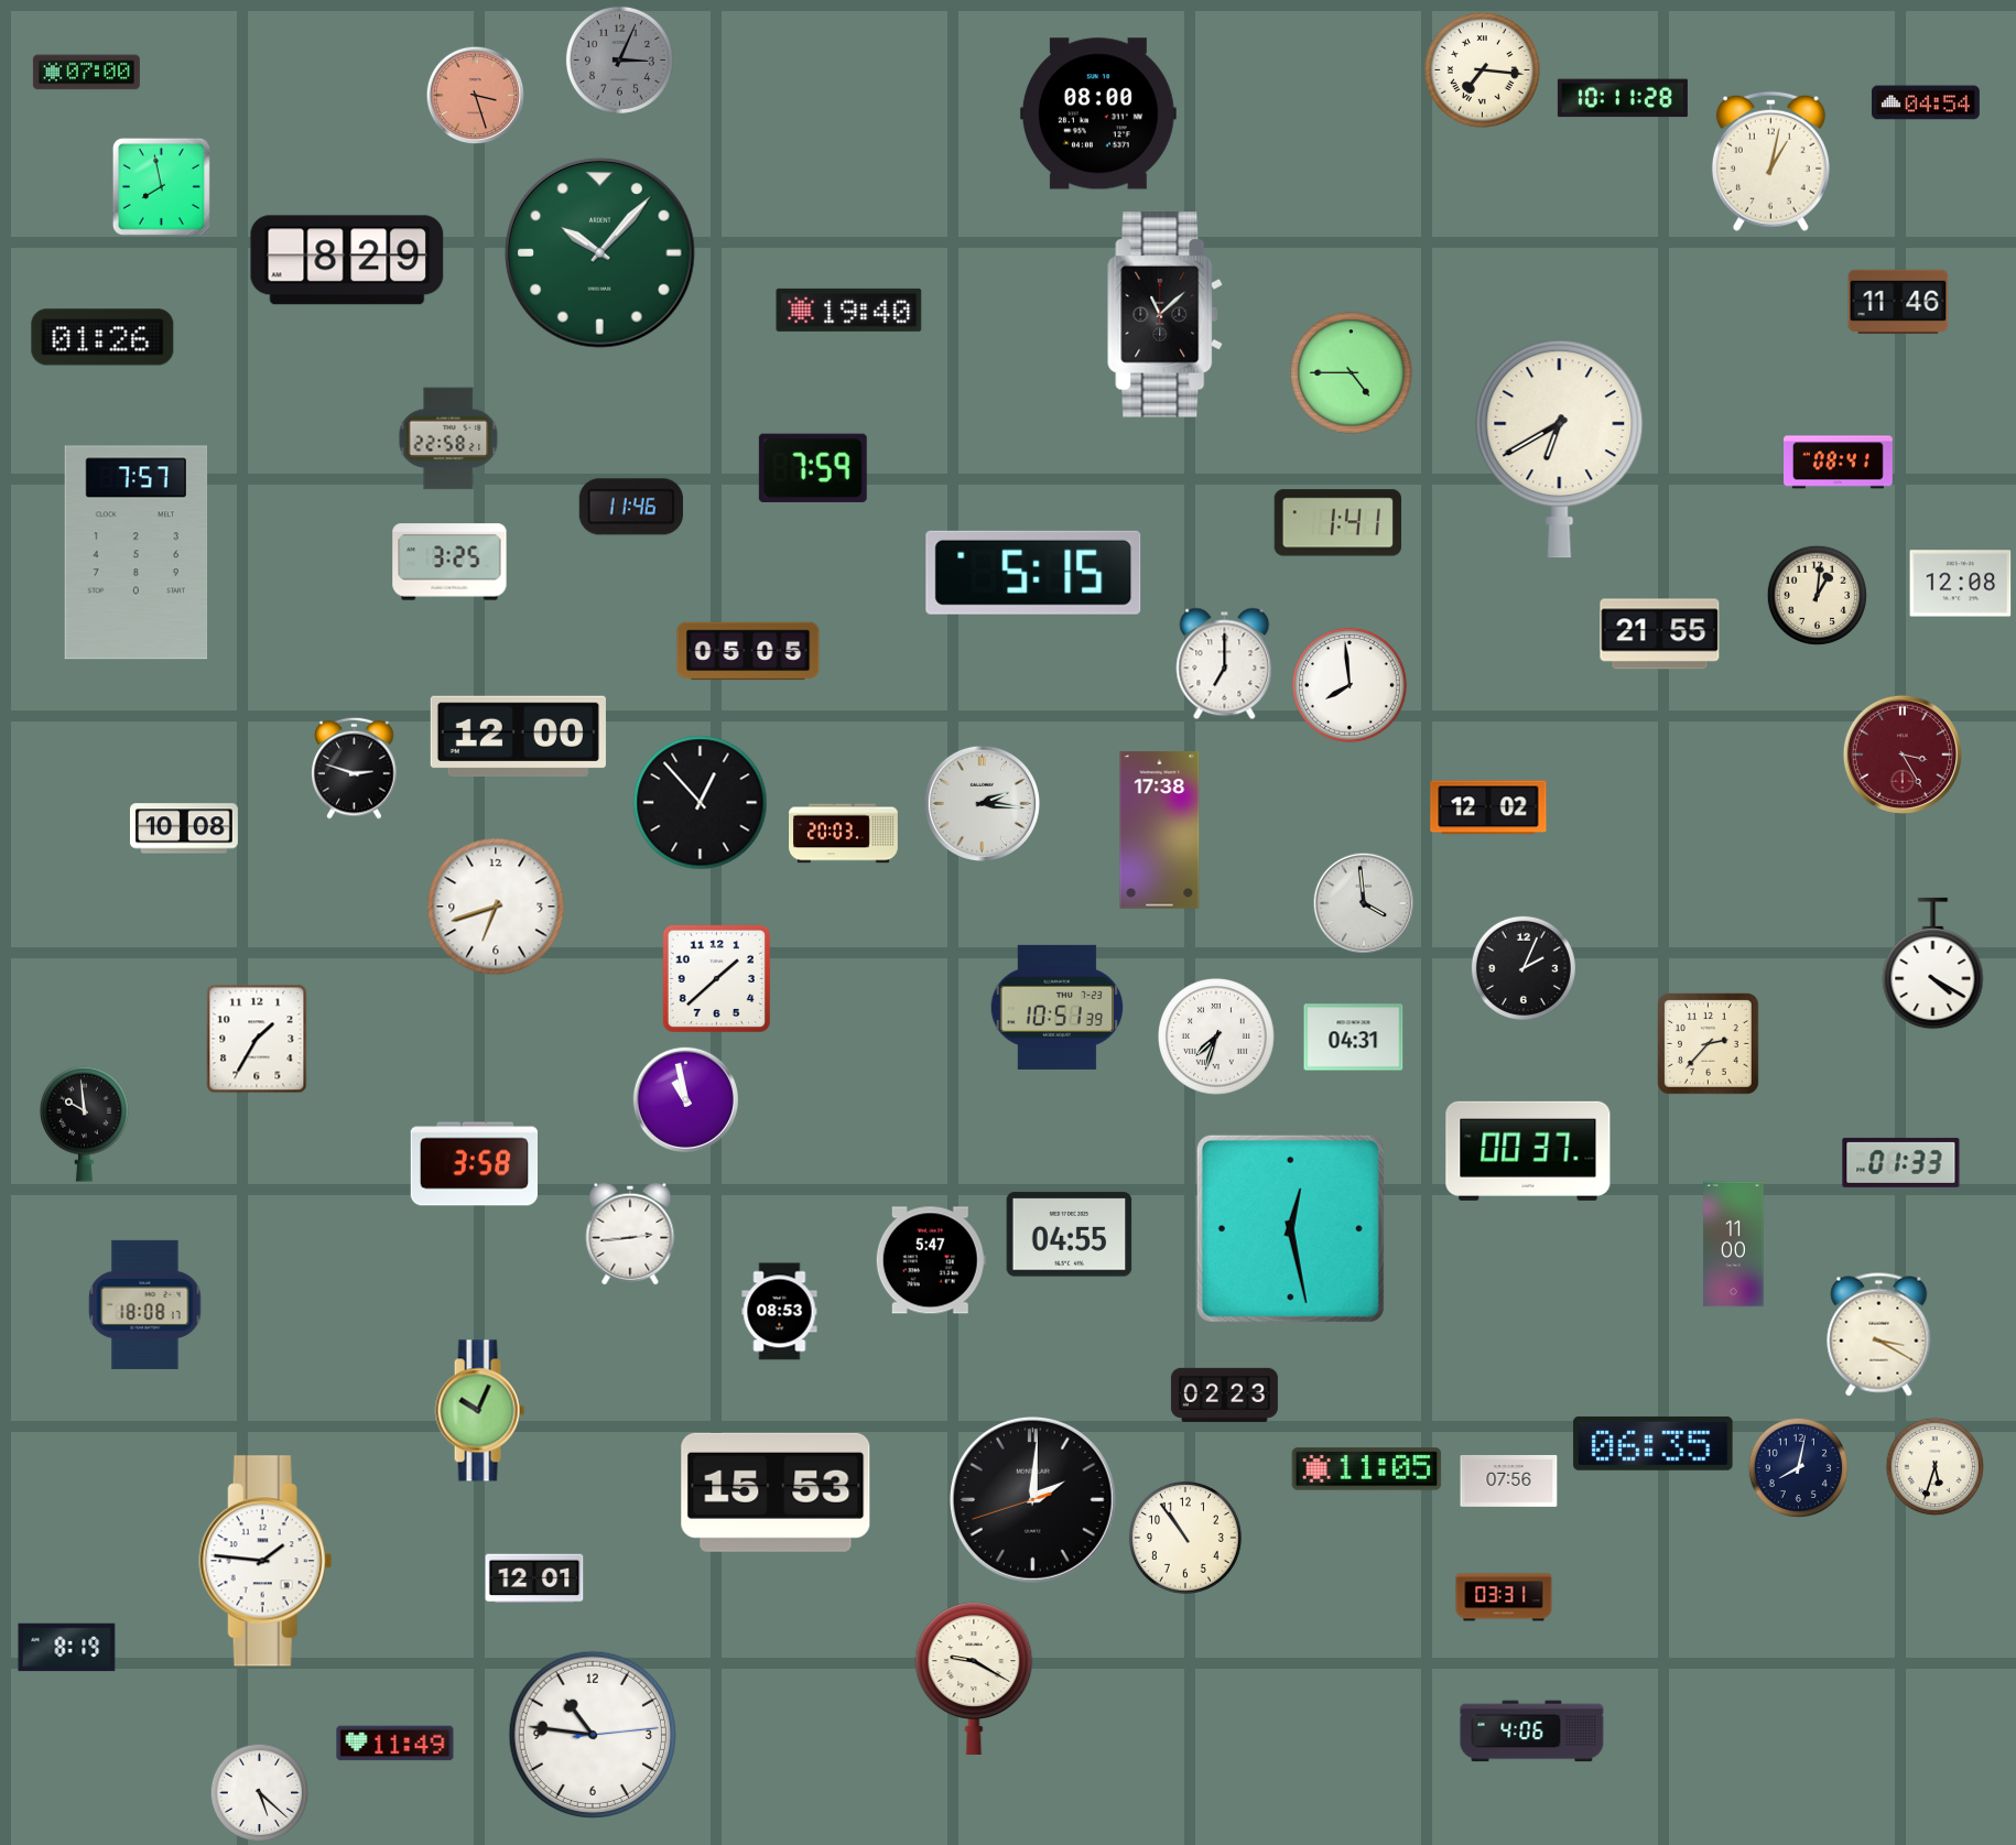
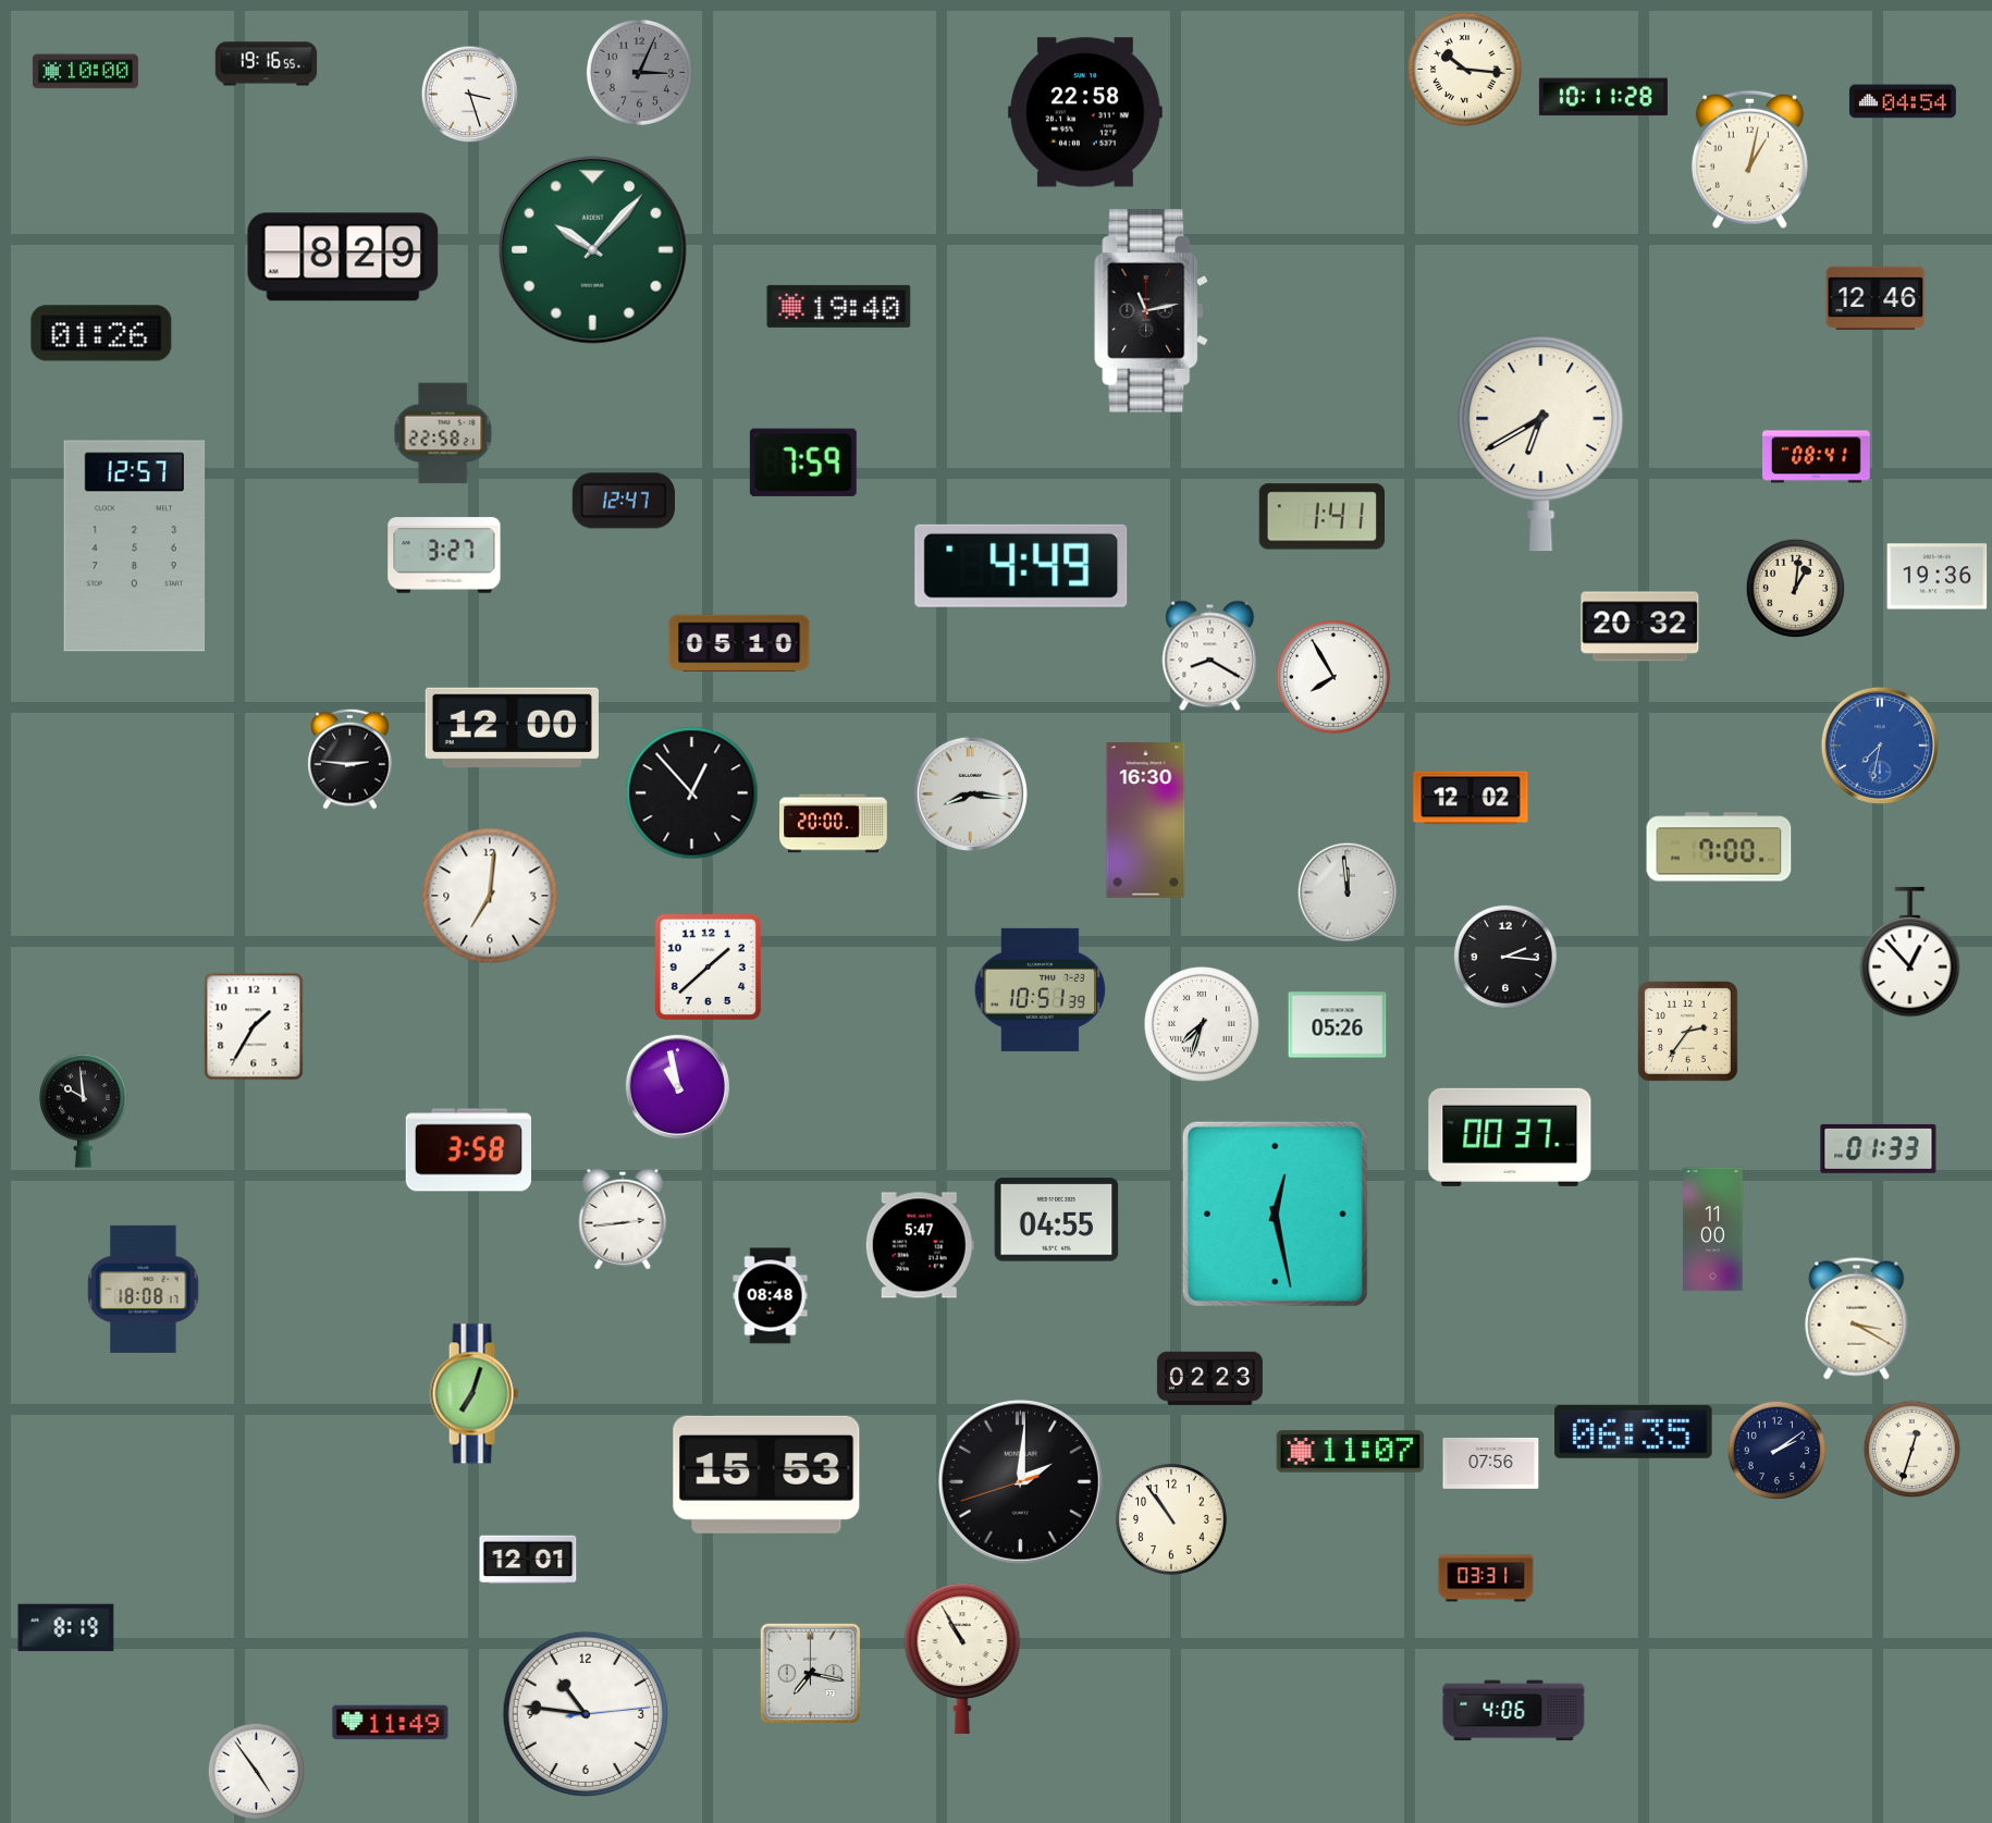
clock at (619, 59) position: (619, 59) -> (639, 72)
clock at (267, 64): none -> 19:16
clock at (1483, 70): 7:16 -> 10:16
clock at (86, 73): 07:00 -> 10:00
clock at (476, 96) dial: salmon -> white
clock at (1098, 113): 08:00 -> 22:58
clock at (161, 186): 7:58 -> none
clock at (1898, 302): 11:46 -> 12:46
clock at (1166, 315): 11:08 -> 11:13
clock at (1352, 373): 4:45 -> none
clock at (631, 507): 11:46 -> 12:47
clock at (137, 553): 7:57 -> 12:57
clock at (449, 562): 3:25 -> 3:27
clock at (1033, 573): 5:15 -> 4:49
clock at (1961, 584): 12:08 -> 19:36
clock at (1660, 634): 21:55 -> 20:32
clock at (748, 651): 05:05 -> 05:10
clock at (1225, 664): 7:00 -> 8:20
clock at (1351, 686): 7:59 -> 7:55
clock at (1903, 755): 3:25 -> 7:32
clock at (1903, 755) dial: burgundy -> blue
clock at (355, 768): 2:48 -> 2:46
clock at (982, 803): 2:16 -> 8:16
clock at (184, 828): 10:08 -> none
clock at (1160, 831): 17:38 -> 16:30
clock at (844, 834): 20:03 -> 20:00
clock at (1719, 847): none -> 7:00
clock at (1364, 903): 3:59 -> 11:59
clock at (496, 907): 6:42 -> 7:01
clock at (1933, 964): 4:20 -> 12:53
clock at (1524, 968): 2:04 -> 2:16
clock at (1058, 1007) position: (1058, 1007) -> (1041, 989)
clock at (1354, 1038): 04:31 -> 05:26
clock at (1709, 1044): 2:37 -> 2:36
clock at (780, 1312): 08:53 -> 08:48
clock at (479, 1411): 10:04 -> 7:03
clock at (1654, 1443) position: (1654, 1443) -> (1634, 1431)
clock at (1936, 1467): 5:33 -> 12:33
clock at (1799, 1468): 8:02 -> 2:09
clock at (1367, 1469): 11:05 -> 11:07
clock at (265, 1561): 1:46 -> none
clock at (974, 1679): 9:20 -> 10:55
clock at (810, 1673): none -> 7:17
clock at (260, 1793): 5:22 -> 4:54
